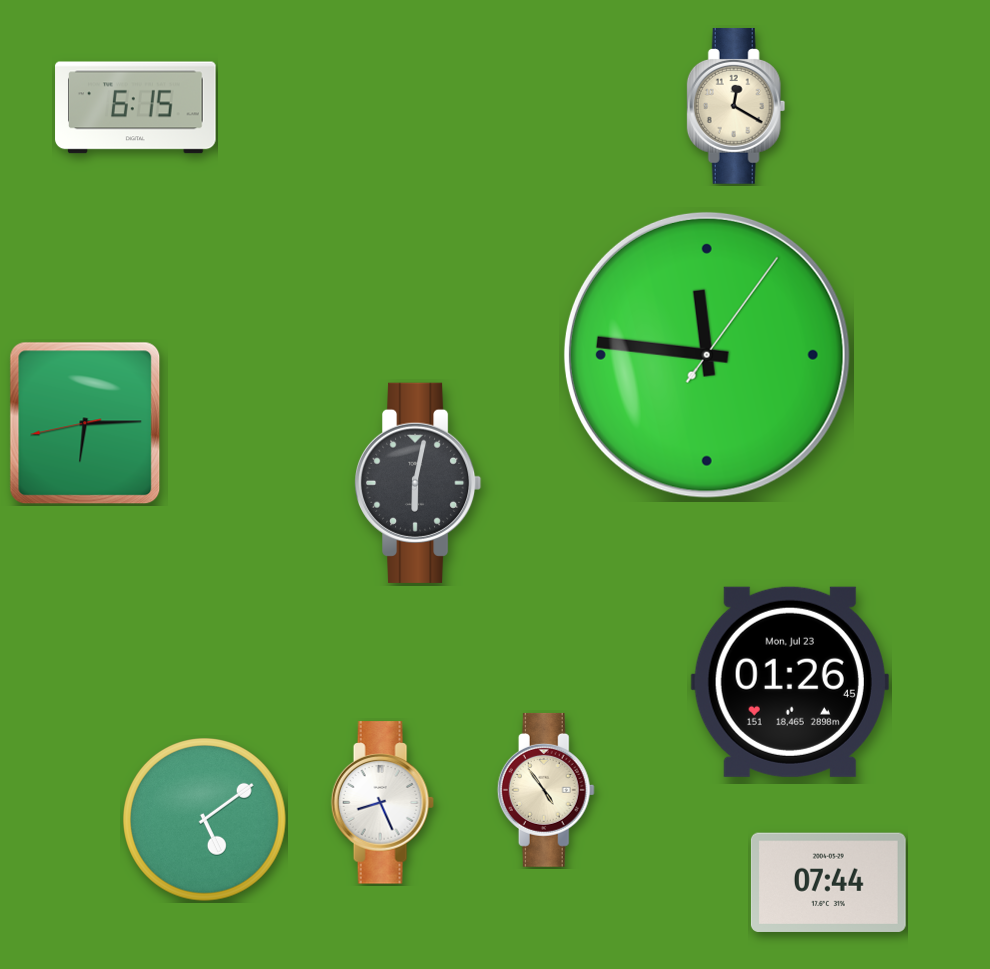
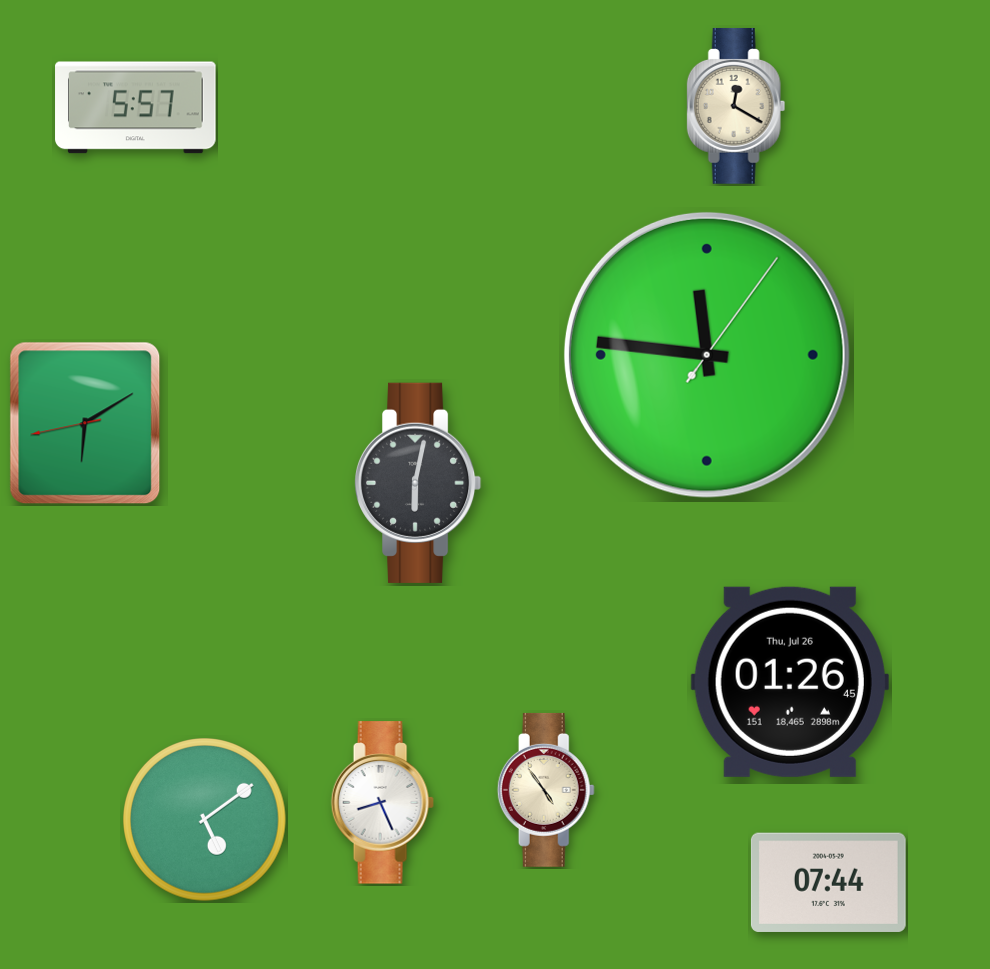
clock at (136, 108): 6:15 -> 5:57
clock at (85, 423): 6:14 -> 6:09
clock at (790, 682) date: Mon, Jul 23 -> Thu, Jul 26
